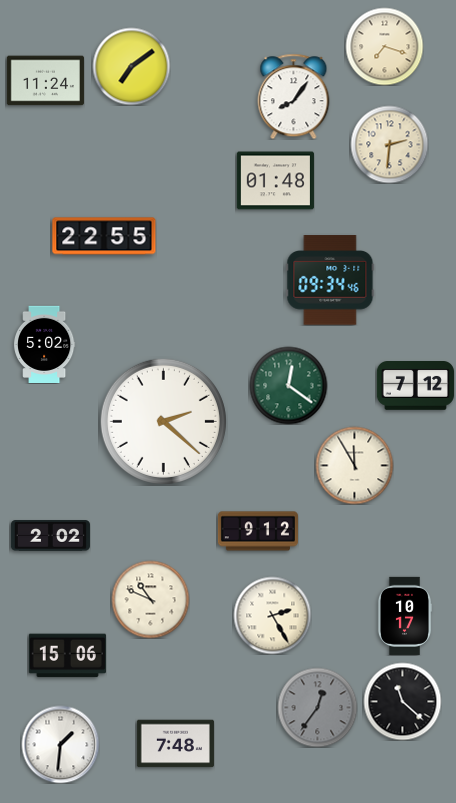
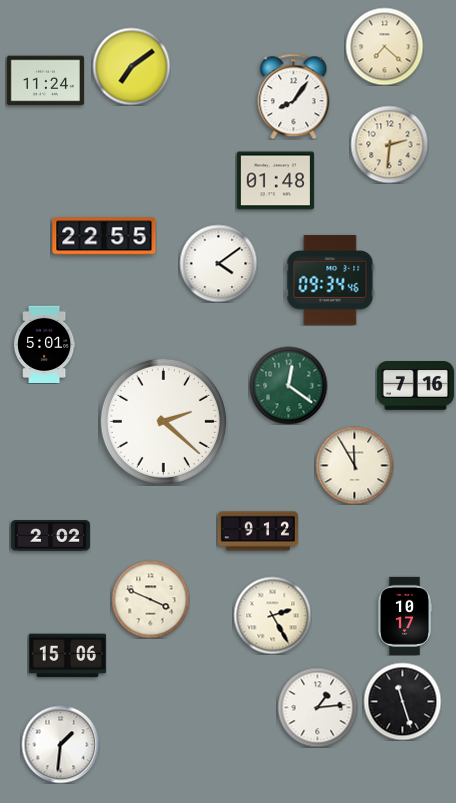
clock at (384, 46): 7:18 -> 7:22
clock at (218, 263): none -> 4:09
clock at (44, 344): 5:02 -> 5:01
clock at (415, 386): 7:12 -> 7:16
clock at (150, 599): 10:49 -> 3:49
clock at (402, 701): 11:22 -> 11:27
clock at (317, 707): 12:36 -> 1:14
clock at (317, 707) dial: grey -> white
clock at (175, 744): 7:48 -> none
